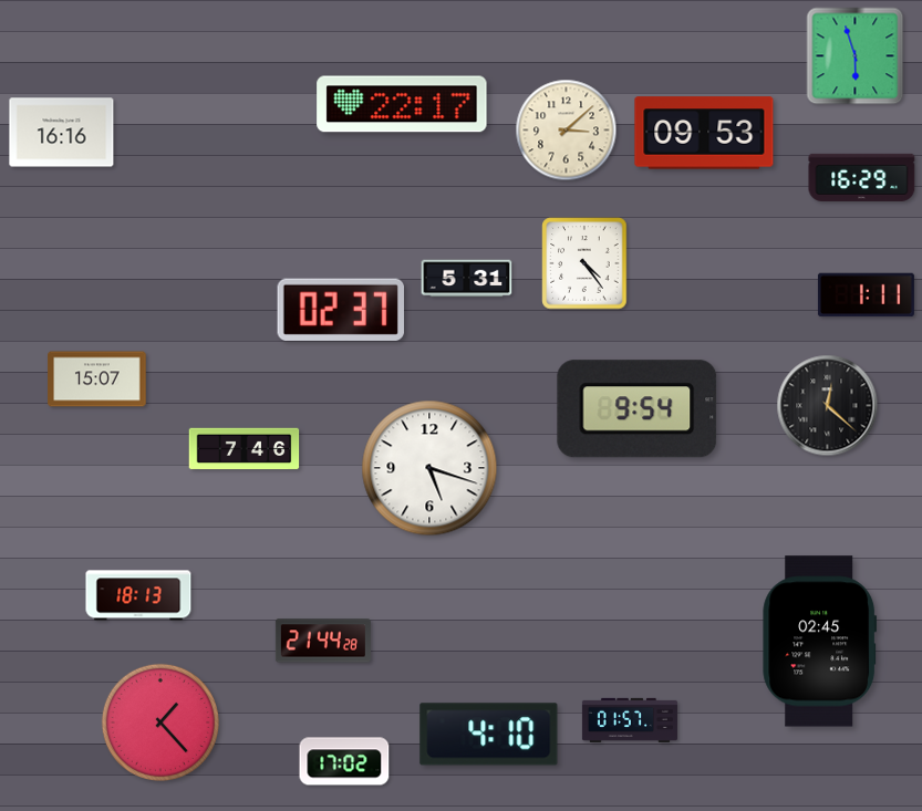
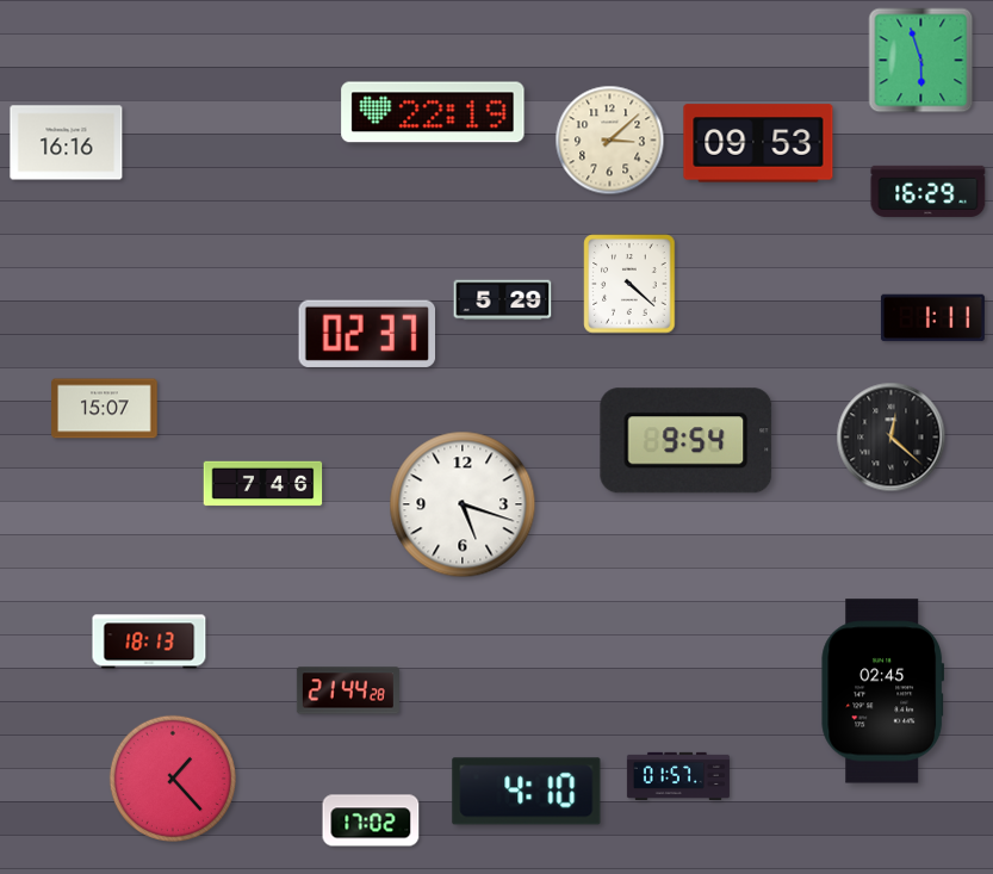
clock at (402, 104): 22:17 -> 22:19
clock at (584, 263): 4:24 -> 4:22
clock at (467, 279): 5:31 -> 5:29
